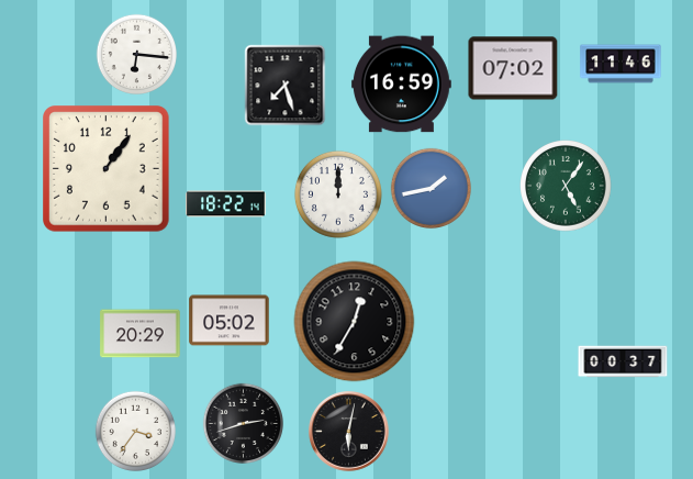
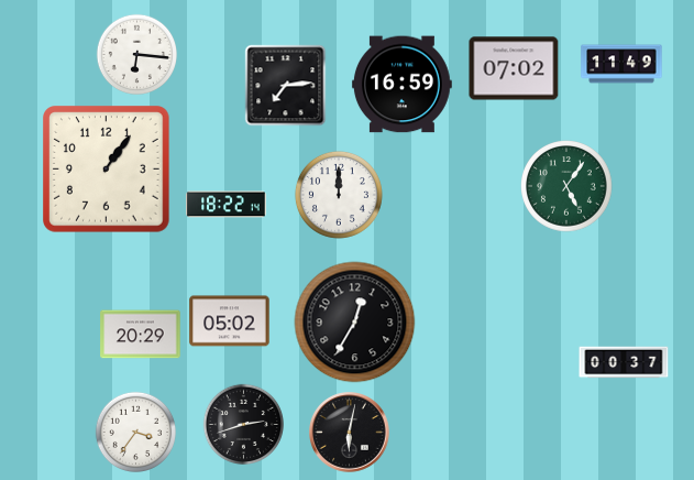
clock at (621, 64): 11:46 -> 11:49
clock at (286, 86): 7:27 -> 7:14
clock at (432, 189): 1:43 -> none
